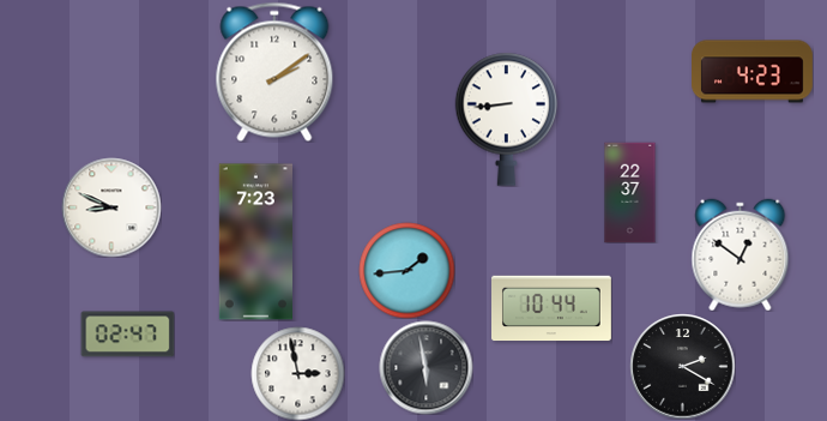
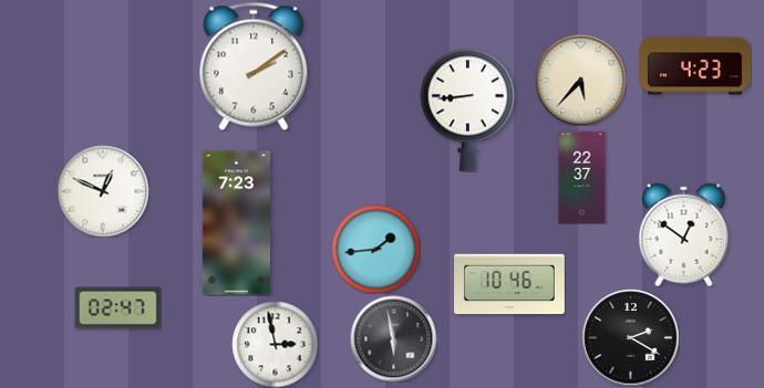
clock at (580, 80): none -> 5:37
clock at (111, 208): 8:49 -> 12:49
clock at (553, 308): 10:44 -> 10:46
